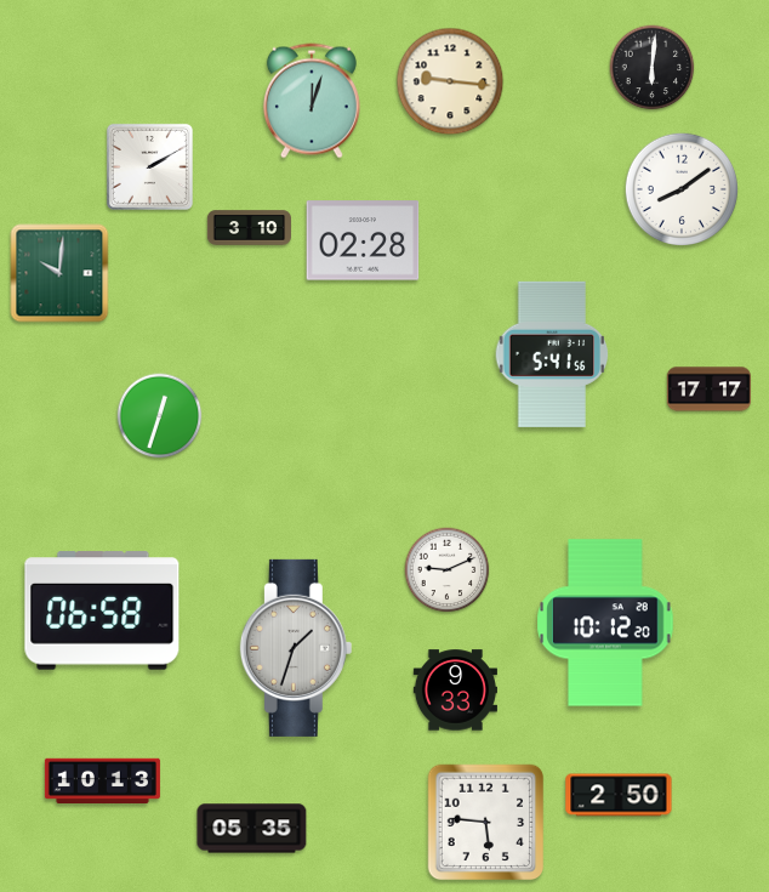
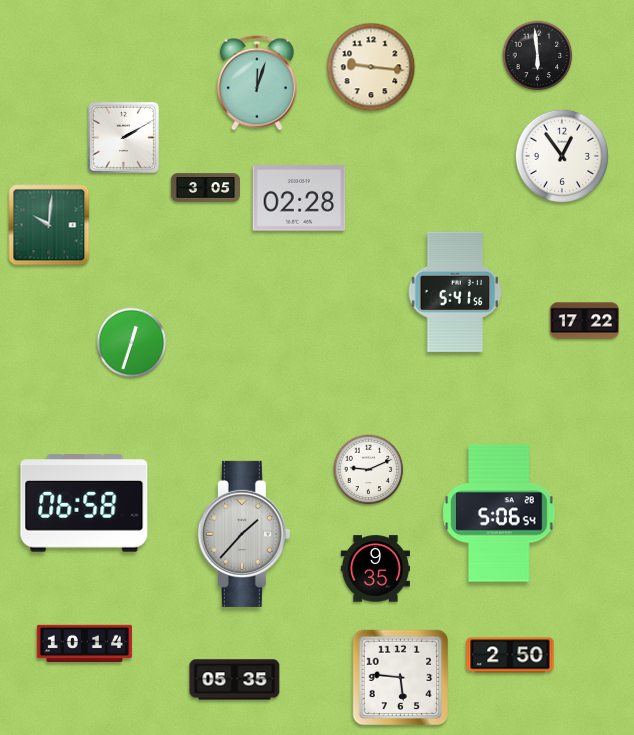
clock at (653, 68): 6:01 -> 5:59
clock at (680, 188): 8:09 -> 12:54
clock at (249, 228): 3:10 -> 3:05
clock at (708, 390): 17:17 -> 17:22
clock at (605, 623): 10:12 -> 5:06
clock at (296, 648): 1:33 -> 1:37
clock at (455, 691): 9:33 -> 9:35
clock at (102, 780): 10:13 -> 10:14
clock at (252, 829) position: (252, 829) -> (235, 680)
